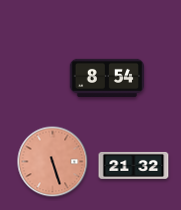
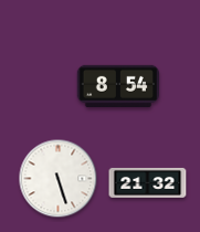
clock at (53, 162) dial: salmon -> white
